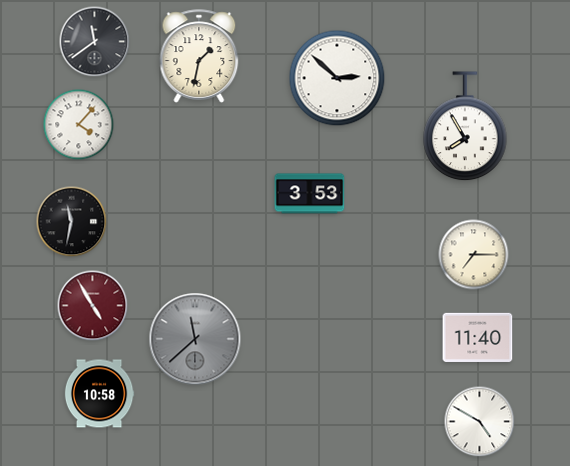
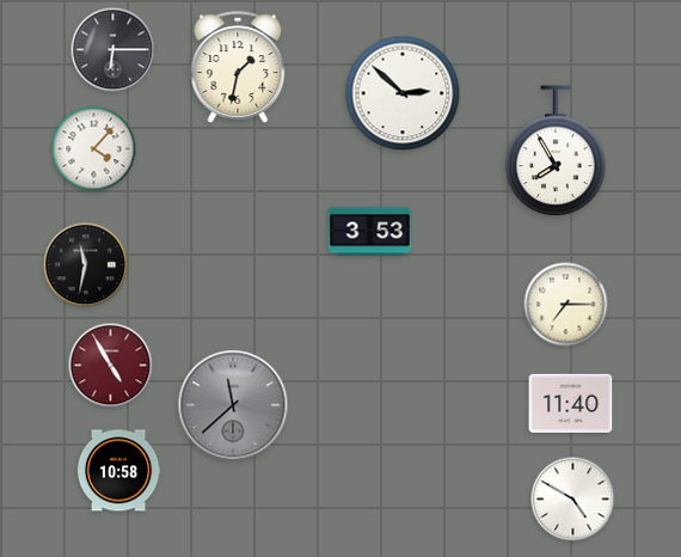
clock at (95, 42): 11:39 -> 6:15
clock at (480, 422) position: (480, 422) -> (573, 500)
